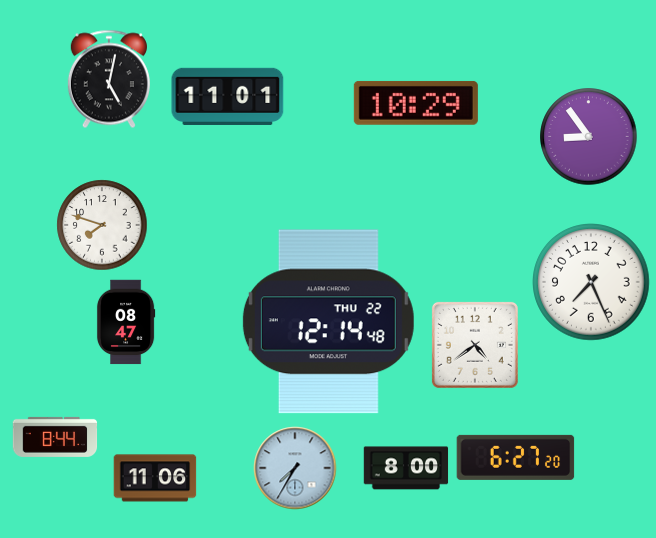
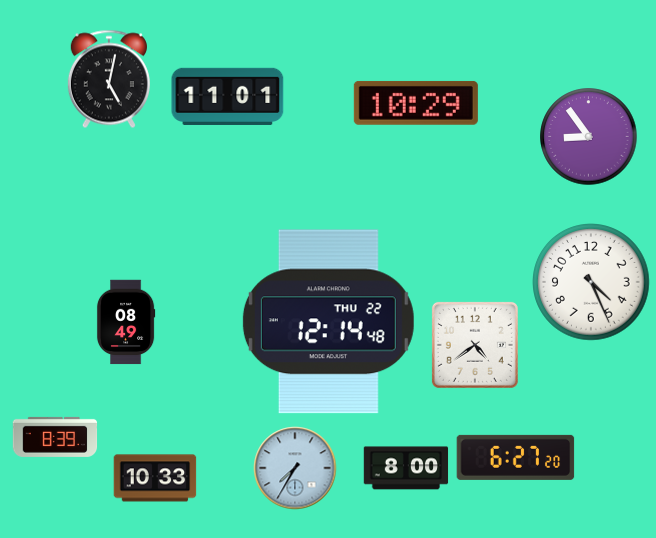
clock at (102, 225): 7:48 -> none
clock at (591, 282): 7:26 -> 4:26
clock at (126, 322): 08:47 -> 08:49
clock at (55, 437): 8:44 -> 8:39
clock at (155, 478): 11:06 -> 10:33
